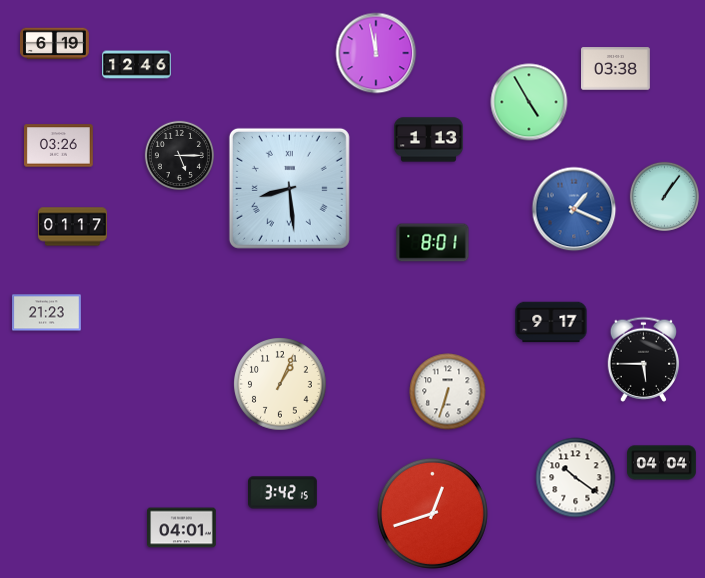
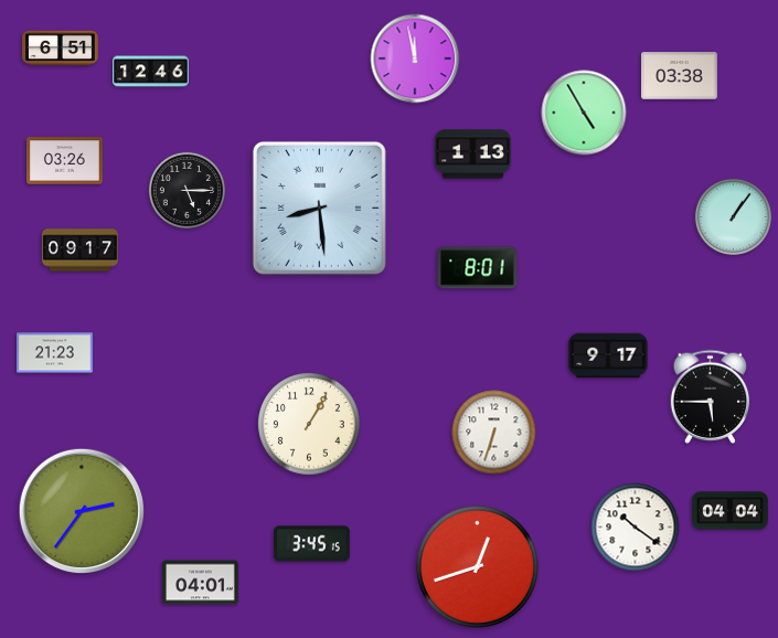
clock at (55, 44): 6:19 -> 6:51
clock at (179, 155) position: (179, 155) -> (186, 190)
clock at (574, 209): 1:19 -> none
clock at (73, 227): 01:17 -> 09:17
clock at (47, 313) position: (47, 313) -> (55, 353)
clock at (281, 385): 1:04 -> 1:05
clock at (81, 510): none -> 2:36
clock at (283, 493): 3:42 -> 3:45
